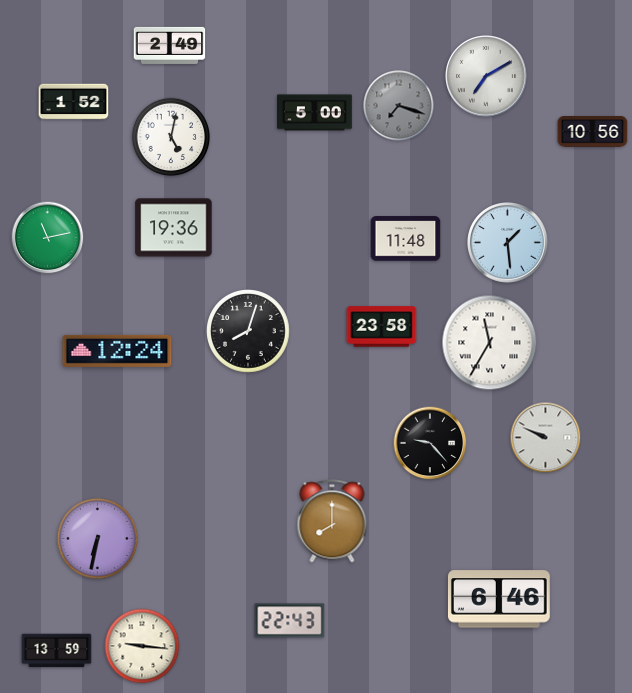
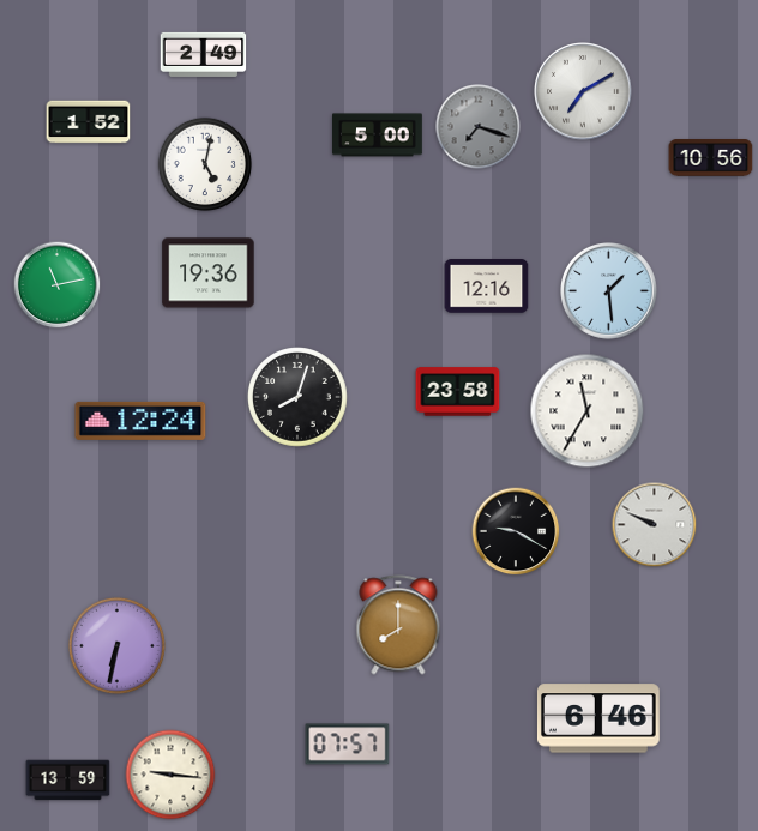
clock at (406, 239): 11:48 -> 12:16
clock at (430, 443): 9:23 -> 9:20
clock at (290, 621): 22:43 -> 07:57
